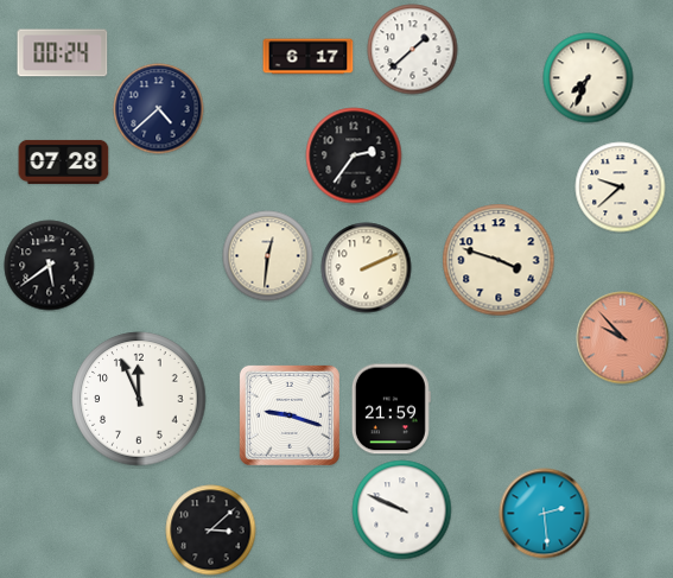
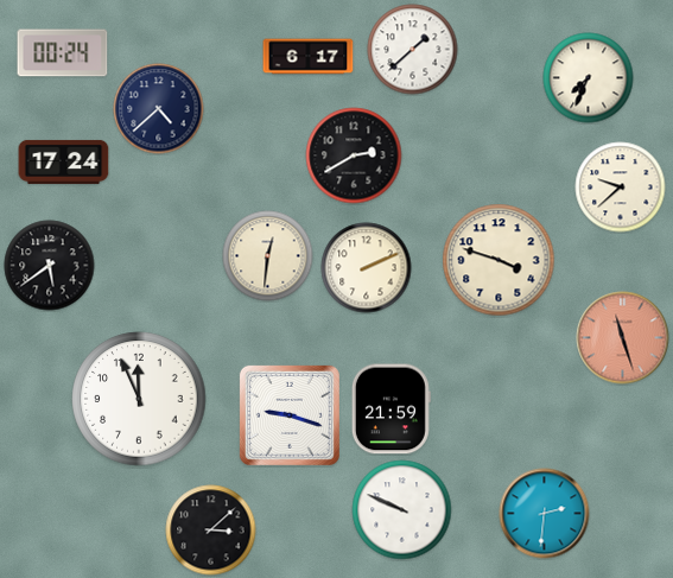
clock at (354, 155): 2:36 -> 2:40
clock at (64, 161): 07:28 -> 17:24
clock at (623, 338): 9:53 -> 11:27
clock at (545, 514): 2:29 -> 2:31
